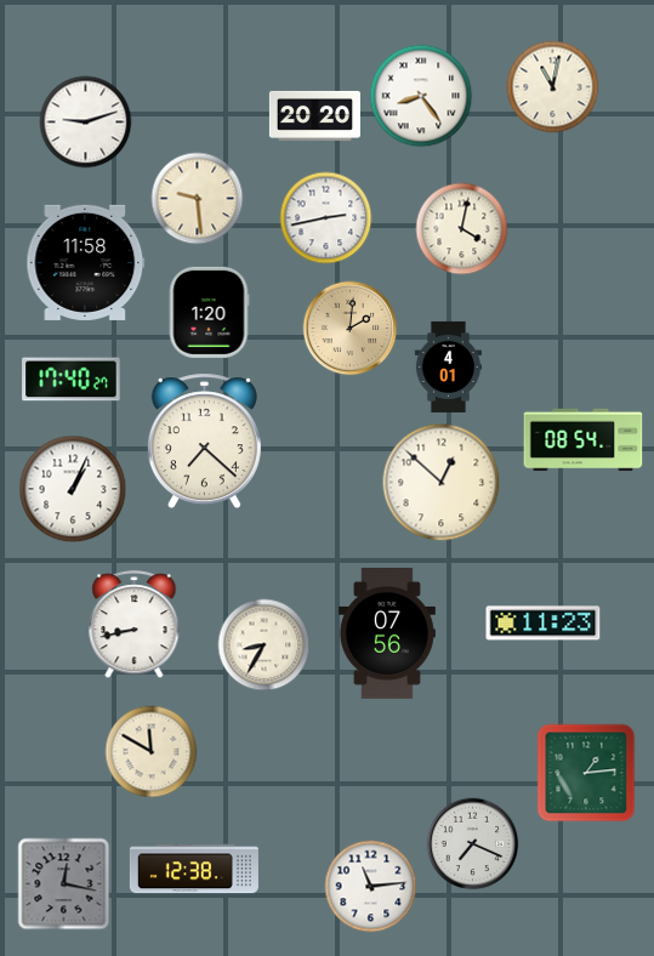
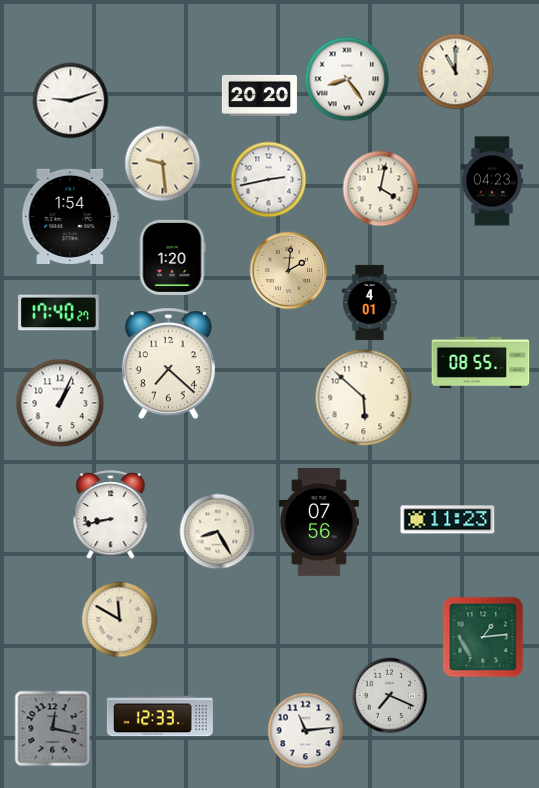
clock at (553, 87): 11:02 -> 11:00
clock at (492, 181): none -> 04:23
clock at (86, 262): 11:58 -> 1:54
clock at (584, 440): 08:54 -> 08:55
clock at (442, 483): 12:52 -> 5:52
clock at (544, 624) position: (544, 624) -> (448, 520)
clock at (265, 645): 8:35 -> 8:25
clock at (152, 752) position: (152, 752) -> (120, 620)
clock at (194, 869): 12:38 -> 12:33
